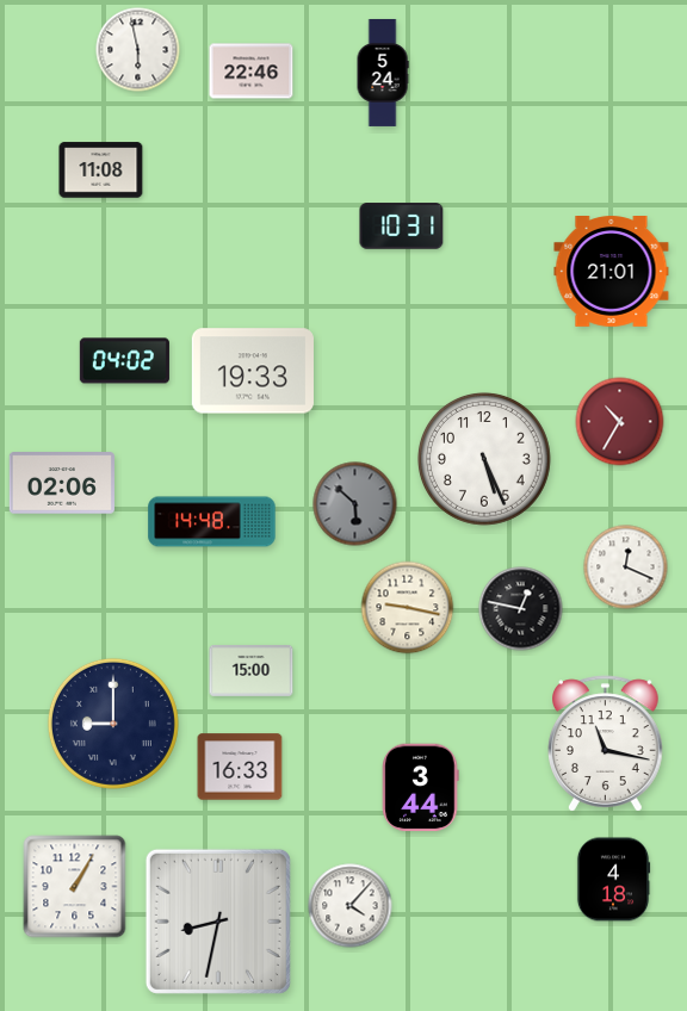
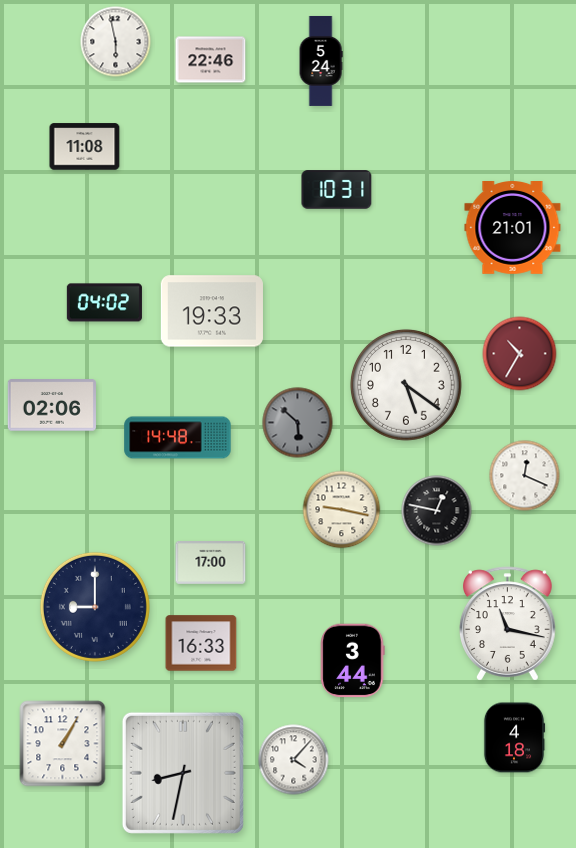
clock at (101, 170) position: (101, 170) -> (85, 147)
clock at (484, 459): 5:26 -> 5:21
clock at (252, 671): 15:00 -> 17:00
